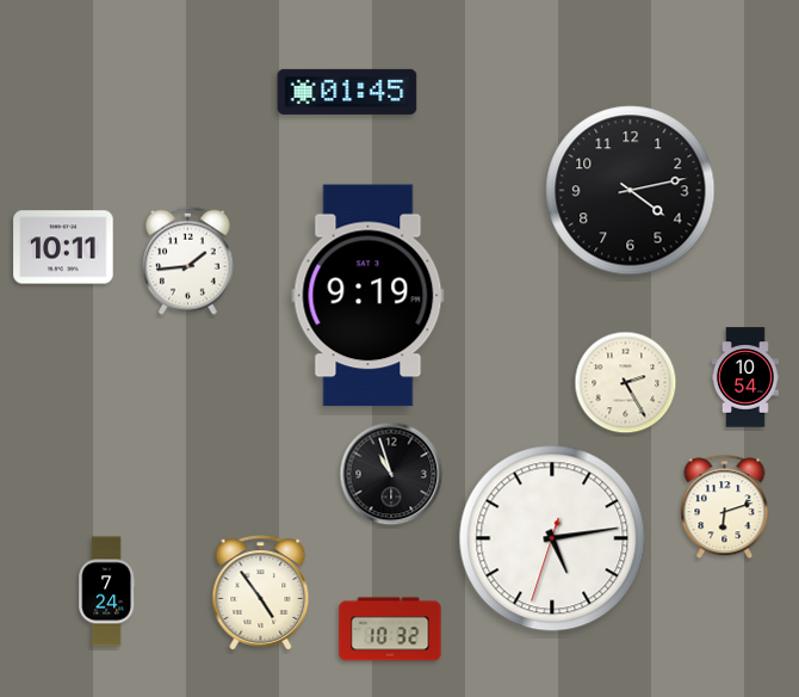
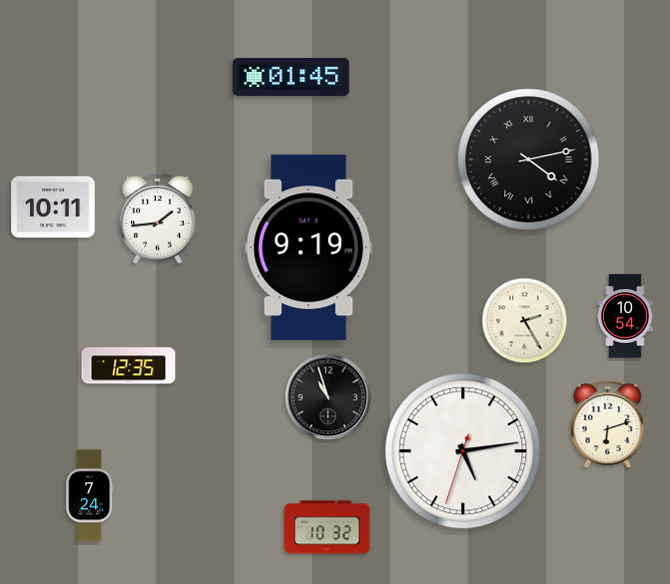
clock at (631, 191) numerals: Arabic -> Roman
clock at (129, 366): none -> 12:35
clock at (261, 593): 4:54 -> none
